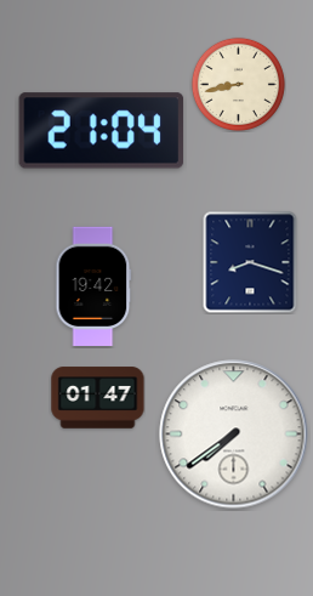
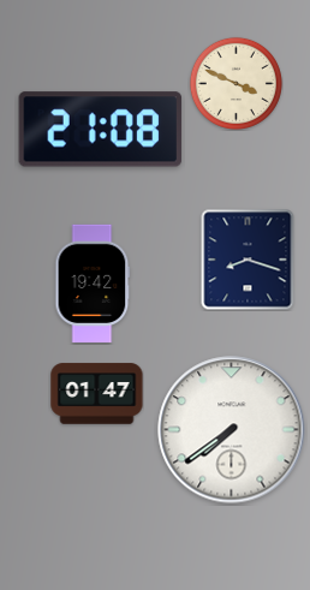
clock at (238, 84): 8:43 -> 3:49
clock at (102, 131): 21:04 -> 21:08
